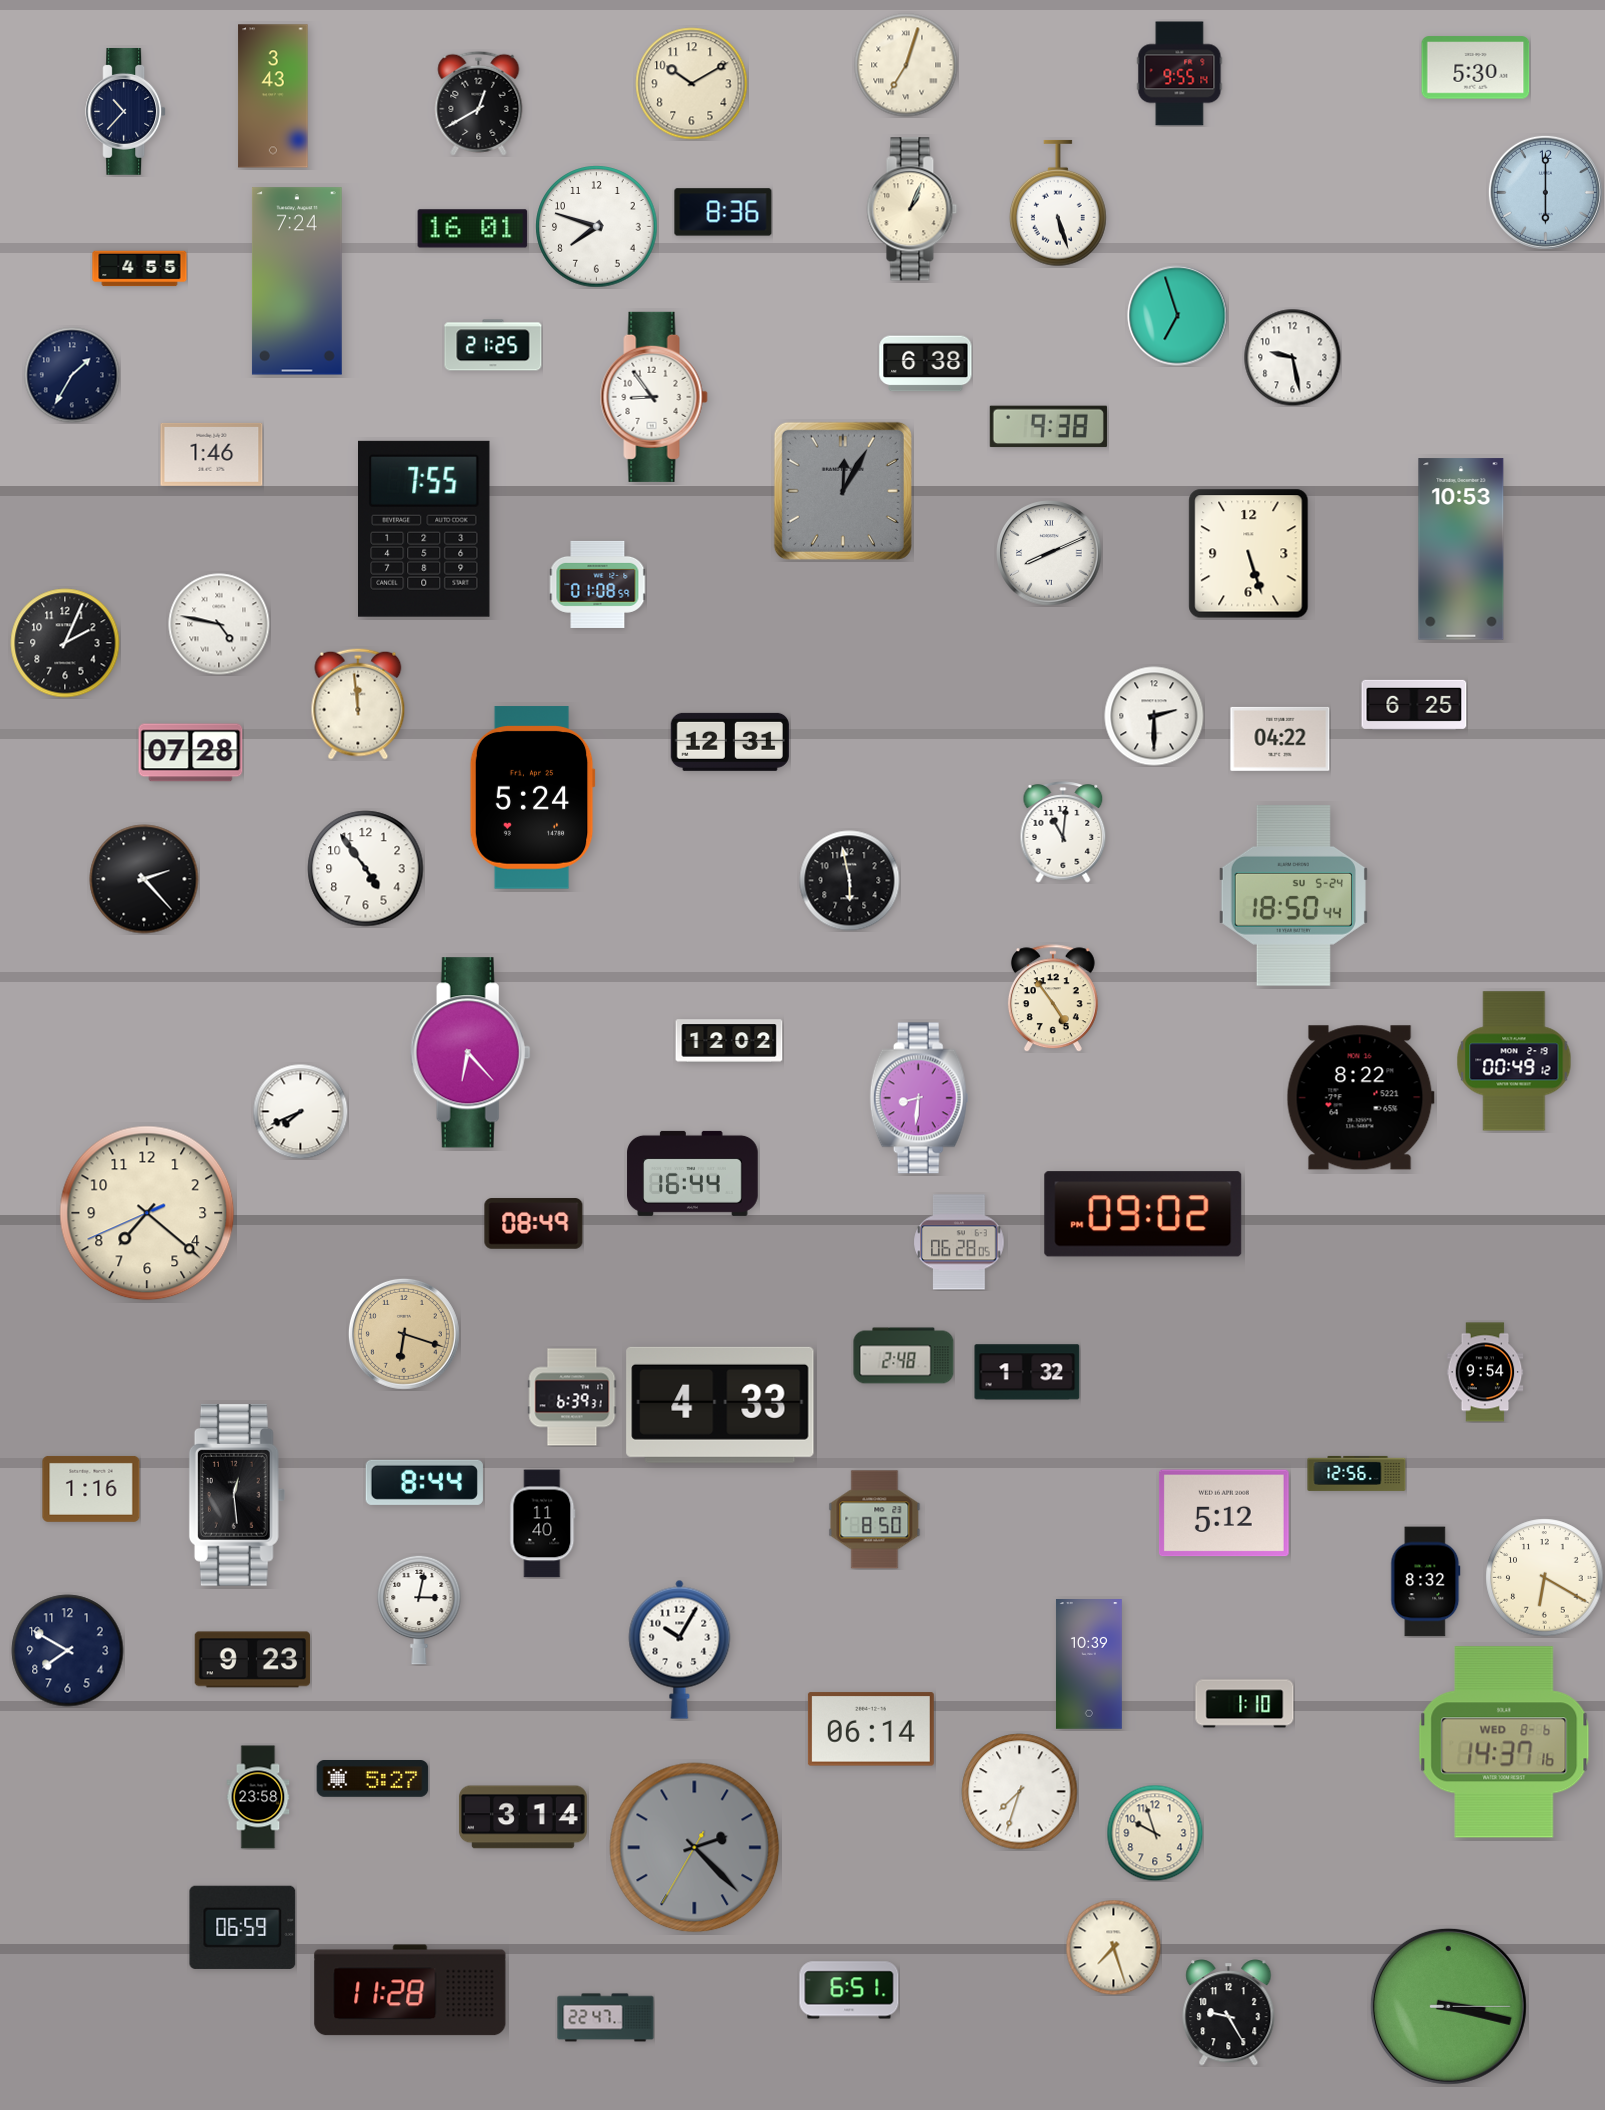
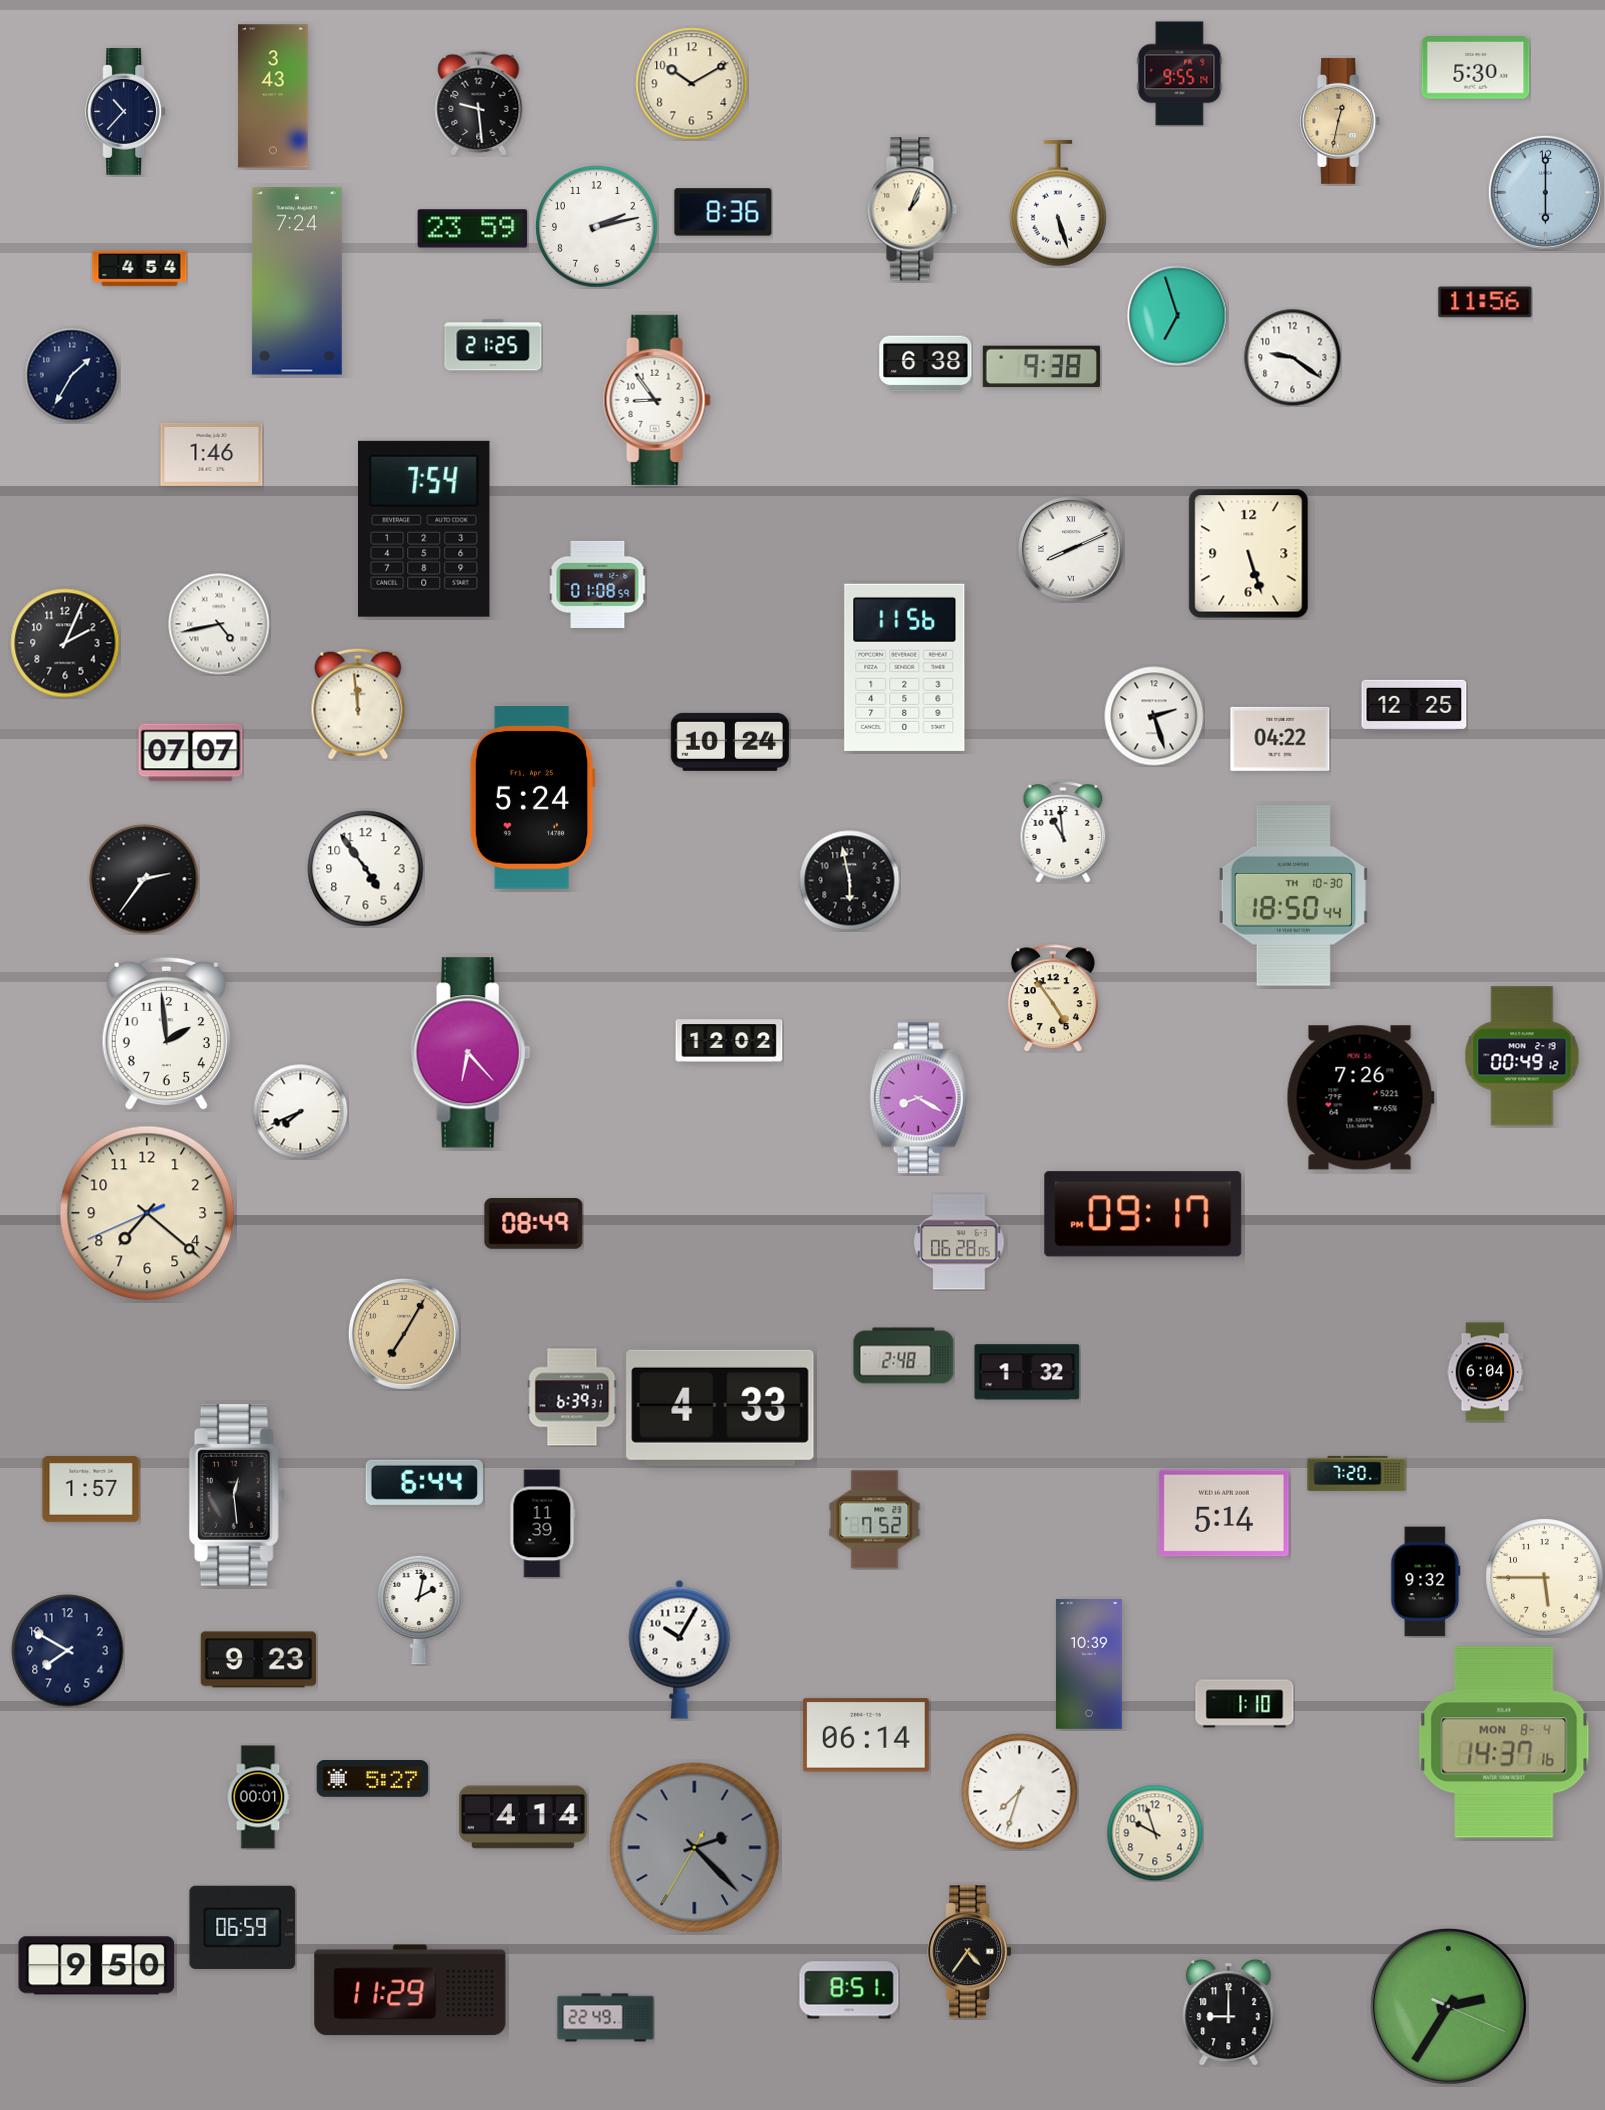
clock at (906, 65): 7:03 -> none
clock at (479, 103): 12:40 -> 9:29
clock at (1341, 121): none -> 12:32
clock at (597, 227): 7:48 -> 2:13
clock at (473, 229): 16:01 -> 23:59
clock at (140, 269): 4:55 -> 4:54
clock at (1485, 302): none -> 11:56
clock at (1292, 357): 9:28 -> 9:21
clock at (654, 397) position: (654, 397) -> (657, 400)
clock at (1048, 427) position: (1048, 427) -> (1041, 367)
clock at (843, 491): 12:05 -> none
clock at (424, 529): 7:55 -> 7:54
clock at (1461, 549): 10:53 -> none
clock at (1049, 553) position: (1049, 553) -> (1071, 549)
clock at (219, 624): 4:47 -> 4:43
clock at (905, 667): none -> 11:56
clock at (1414, 705): 6:25 -> 12:25
clock at (1154, 716): 2:30 -> 2:27
clock at (730, 742): 12:31 -> 10:24
clock at (191, 753): 07:28 -> 07:07
clock at (1063, 832): 11:01 -> 10:59
clock at (144, 879): 2:23 -> 2:36
clock at (1293, 896) date: SU 5-24 -> TH 10-30
clock at (166, 1034): none -> 1:59
clock at (1514, 1061) position: (1514, 1061) -> (1522, 1056)
clock at (919, 1098): 8:31 -> 8:20
clock at (1360, 1098): 8:22 -> 7:26
clock at (693, 1173): 16:44 -> none
clock at (1143, 1214): 09:02 -> 09:17
clock at (404, 1334): 6:18 -> 7:05
clock at (1485, 1372): 9:54 -> 6:04
clock at (720, 1405) position: (720, 1405) -> (720, 1408)
clock at (1357, 1473): 12:56 -> 7:20
clock at (424, 1482): 8:44 -> 6:44
clock at (91, 1489): 1:16 -> 1:57
clock at (1224, 1513): 5:12 -> 5:14
clock at (875, 1520): 8:50 -> 7:52
clock at (543, 1524): 11:40 -> 11:39
clock at (1545, 1578): 6:20 -> 5:45
clock at (1426, 1582): 8:32 -> 9:32
clock at (419, 1610): 3:02 -> 2:02
clock at (253, 1660) position: (253, 1660) -> (259, 1660)
clock at (871, 1729) position: (871, 1729) -> (866, 1735)
clock at (1504, 1742) date: WED 8-6 -> MON 8-4
clock at (258, 1797): 23:58 -> 00:01
clock at (523, 1817): 3:14 -> 4:14
clock at (1113, 1947): 7:27 -> none
clock at (970, 1952): none -> 4:36
clock at (97, 1966): none -> 9:50
clock at (410, 1990): 11:28 -> 11:29
clock at (849, 1990): 6:51 -> 8:51
clock at (1448, 2006): 3:17 -> 2:35
clock at (1229, 2013): 9:25 -> 9:00
clock at (606, 2018): 22:47 -> 22:49
